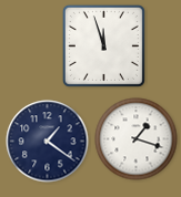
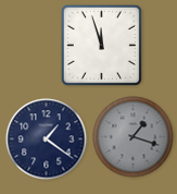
clock at (137, 139) dial: white -> grey
